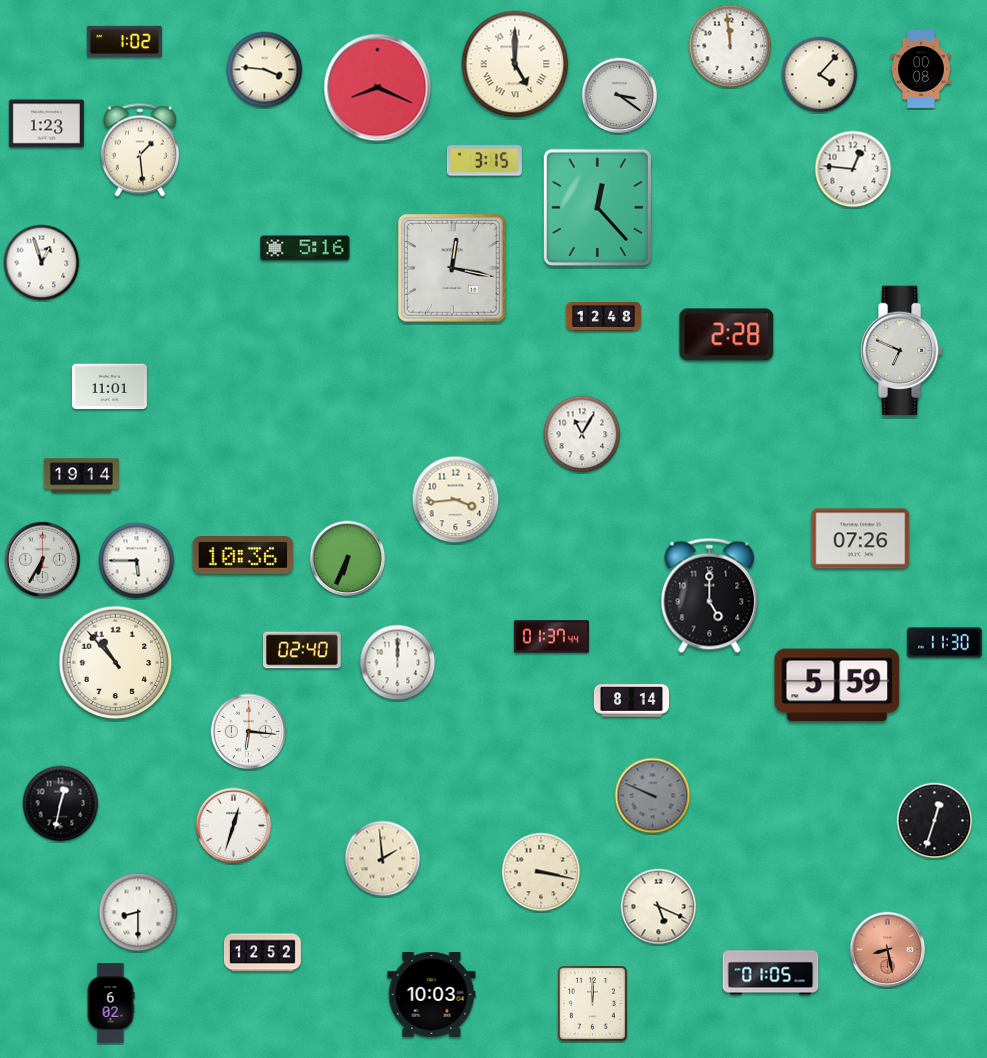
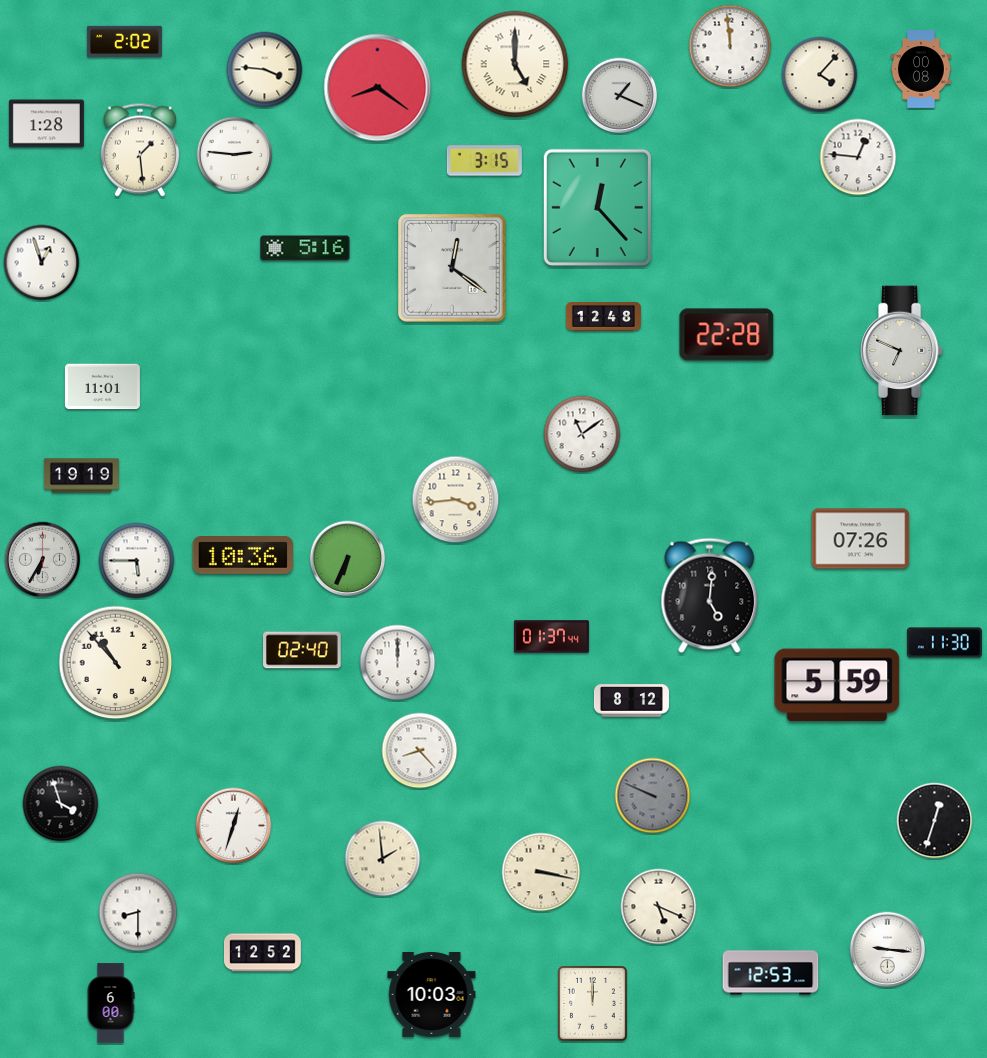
clock at (124, 41): 1:02 -> 2:02
clock at (378, 88): 8:19 -> 8:21
clock at (620, 96): 3:21 -> 1:19
clock at (46, 124): 1:23 -> 1:28
clock at (235, 155): none -> 2:46
clock at (853, 169) position: (853, 169) -> (858, 157)
clock at (452, 268): 12:17 -> 12:21
clock at (727, 335): 2:28 -> 22:28
clock at (109, 387) position: (109, 387) -> (102, 387)
clock at (582, 434): 11:05 -> 11:09
clock at (81, 476): 19:14 -> 19:19
clock at (710, 596): 5:00 -> 5:01
clock at (631, 701): 8:14 -> 8:12
clock at (249, 732): 6:16 -> none
clock at (420, 751): none -> 8:23
clock at (61, 804): 12:32 -> 3:57
clock at (888, 950): 8:28 -> 9:16
clock at (888, 950) dial: salmon -> white
clock at (771, 973): 01:05 -> 12:53
clock at (111, 1003): 6:02 -> 6:00
